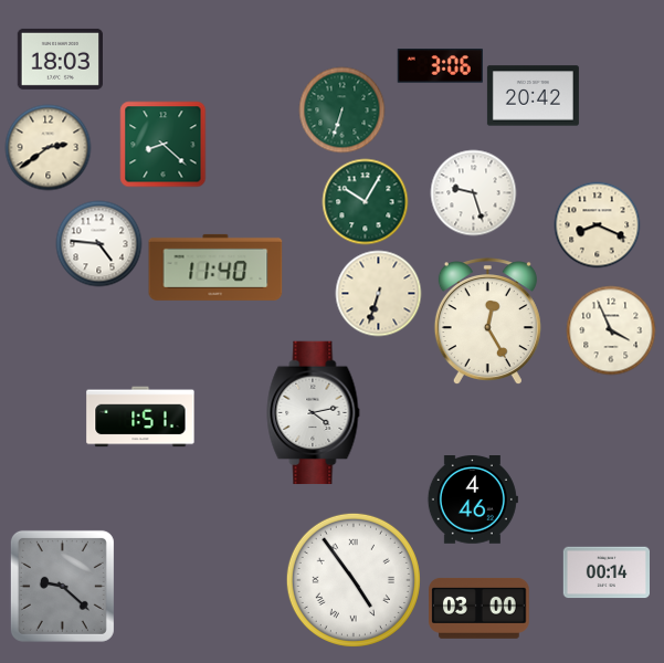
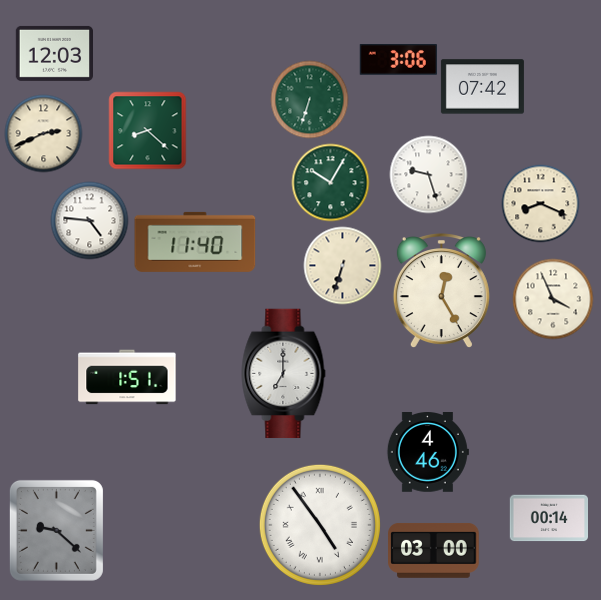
clock at (60, 59): 18:03 -> 12:03
clock at (533, 96): 20:42 -> 07:42
clock at (48, 147): 2:39 -> 2:41
clock at (314, 413): 4:13 -> 7:00
